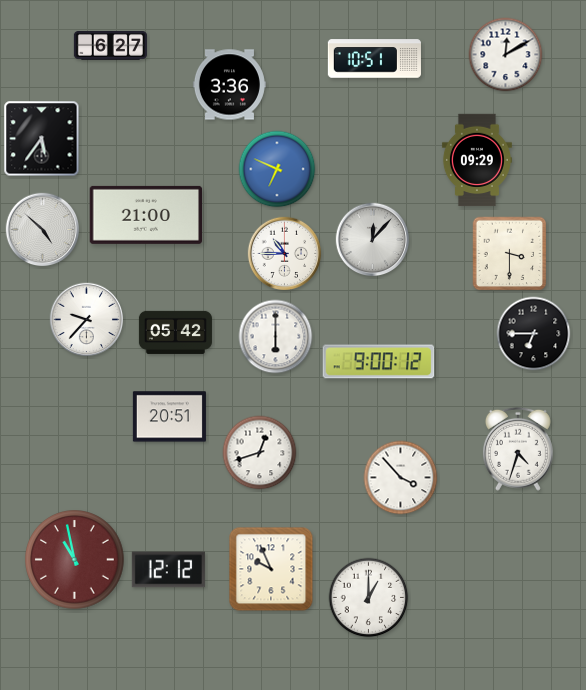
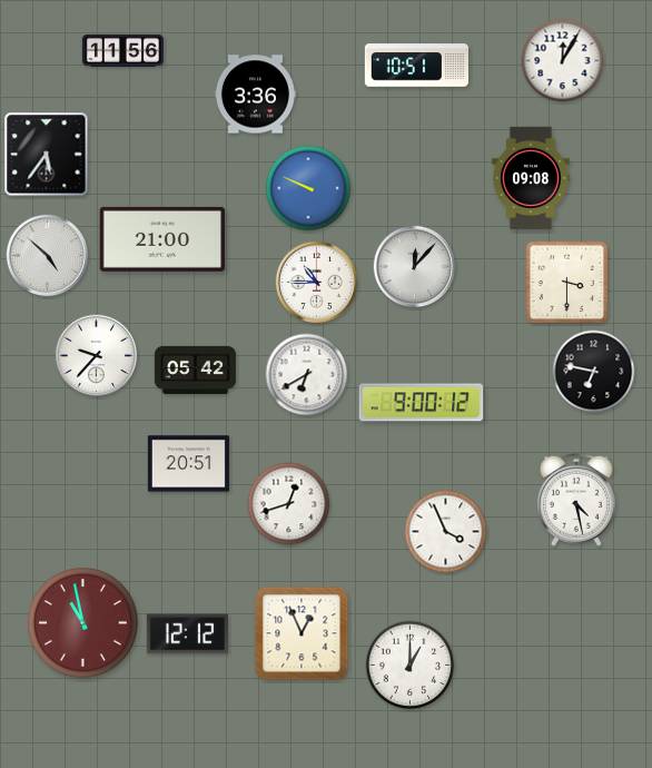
clock at (110, 46): 6:27 -> 11:56
clock at (506, 55): 12:10 -> 12:05
clock at (477, 160): 09:29 -> 09:08
clock at (277, 169): 6:49 -> 9:49
clock at (534, 334): 6:45 -> 6:47
clock at (276, 337): 6:00 -> 6:40
clock at (518, 449): 4:33 -> 4:28
clock at (401, 478): 3:53 -> 3:56
clock at (271, 569): 9:56 -> 12:56
